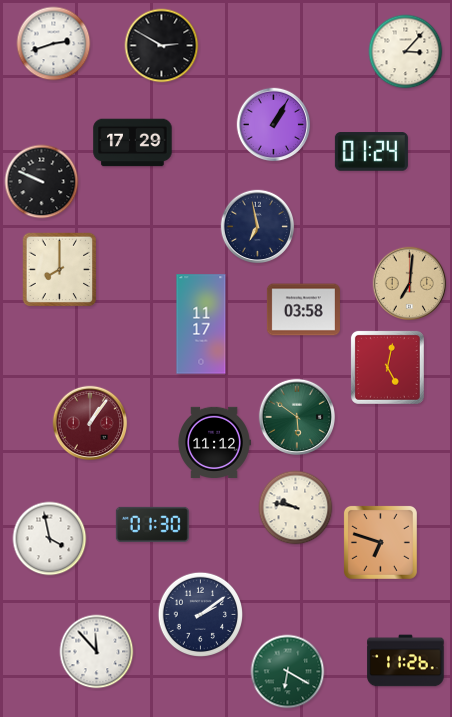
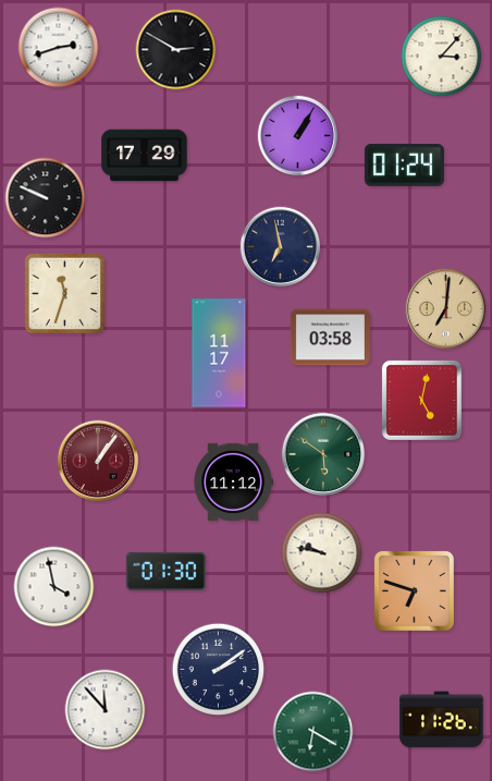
clock at (60, 270): 8:00 -> 11:33
